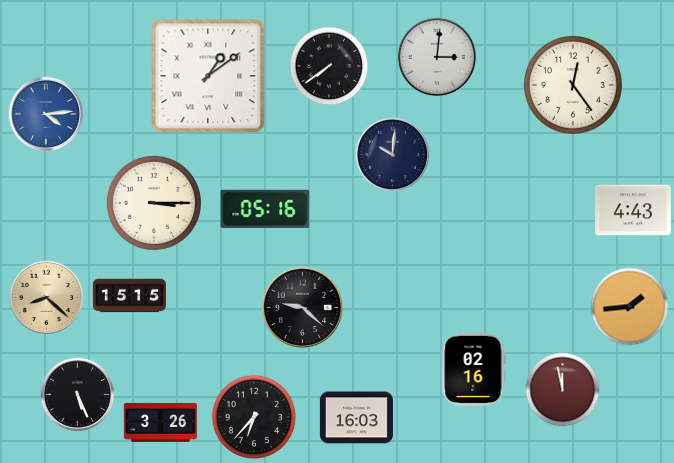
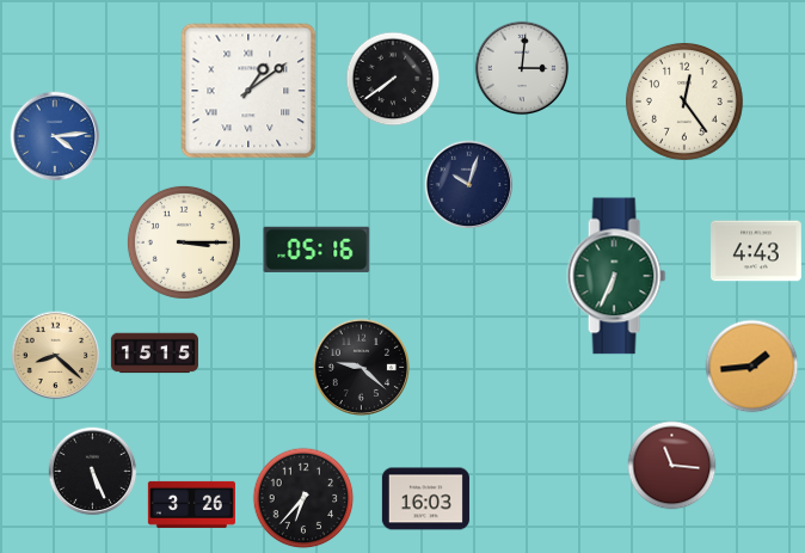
clock at (393, 155): 10:01 -> 10:03
clock at (616, 276): none -> 6:34
clock at (473, 369): 02:16 -> none
clock at (563, 390): 11:58 -> 11:16
